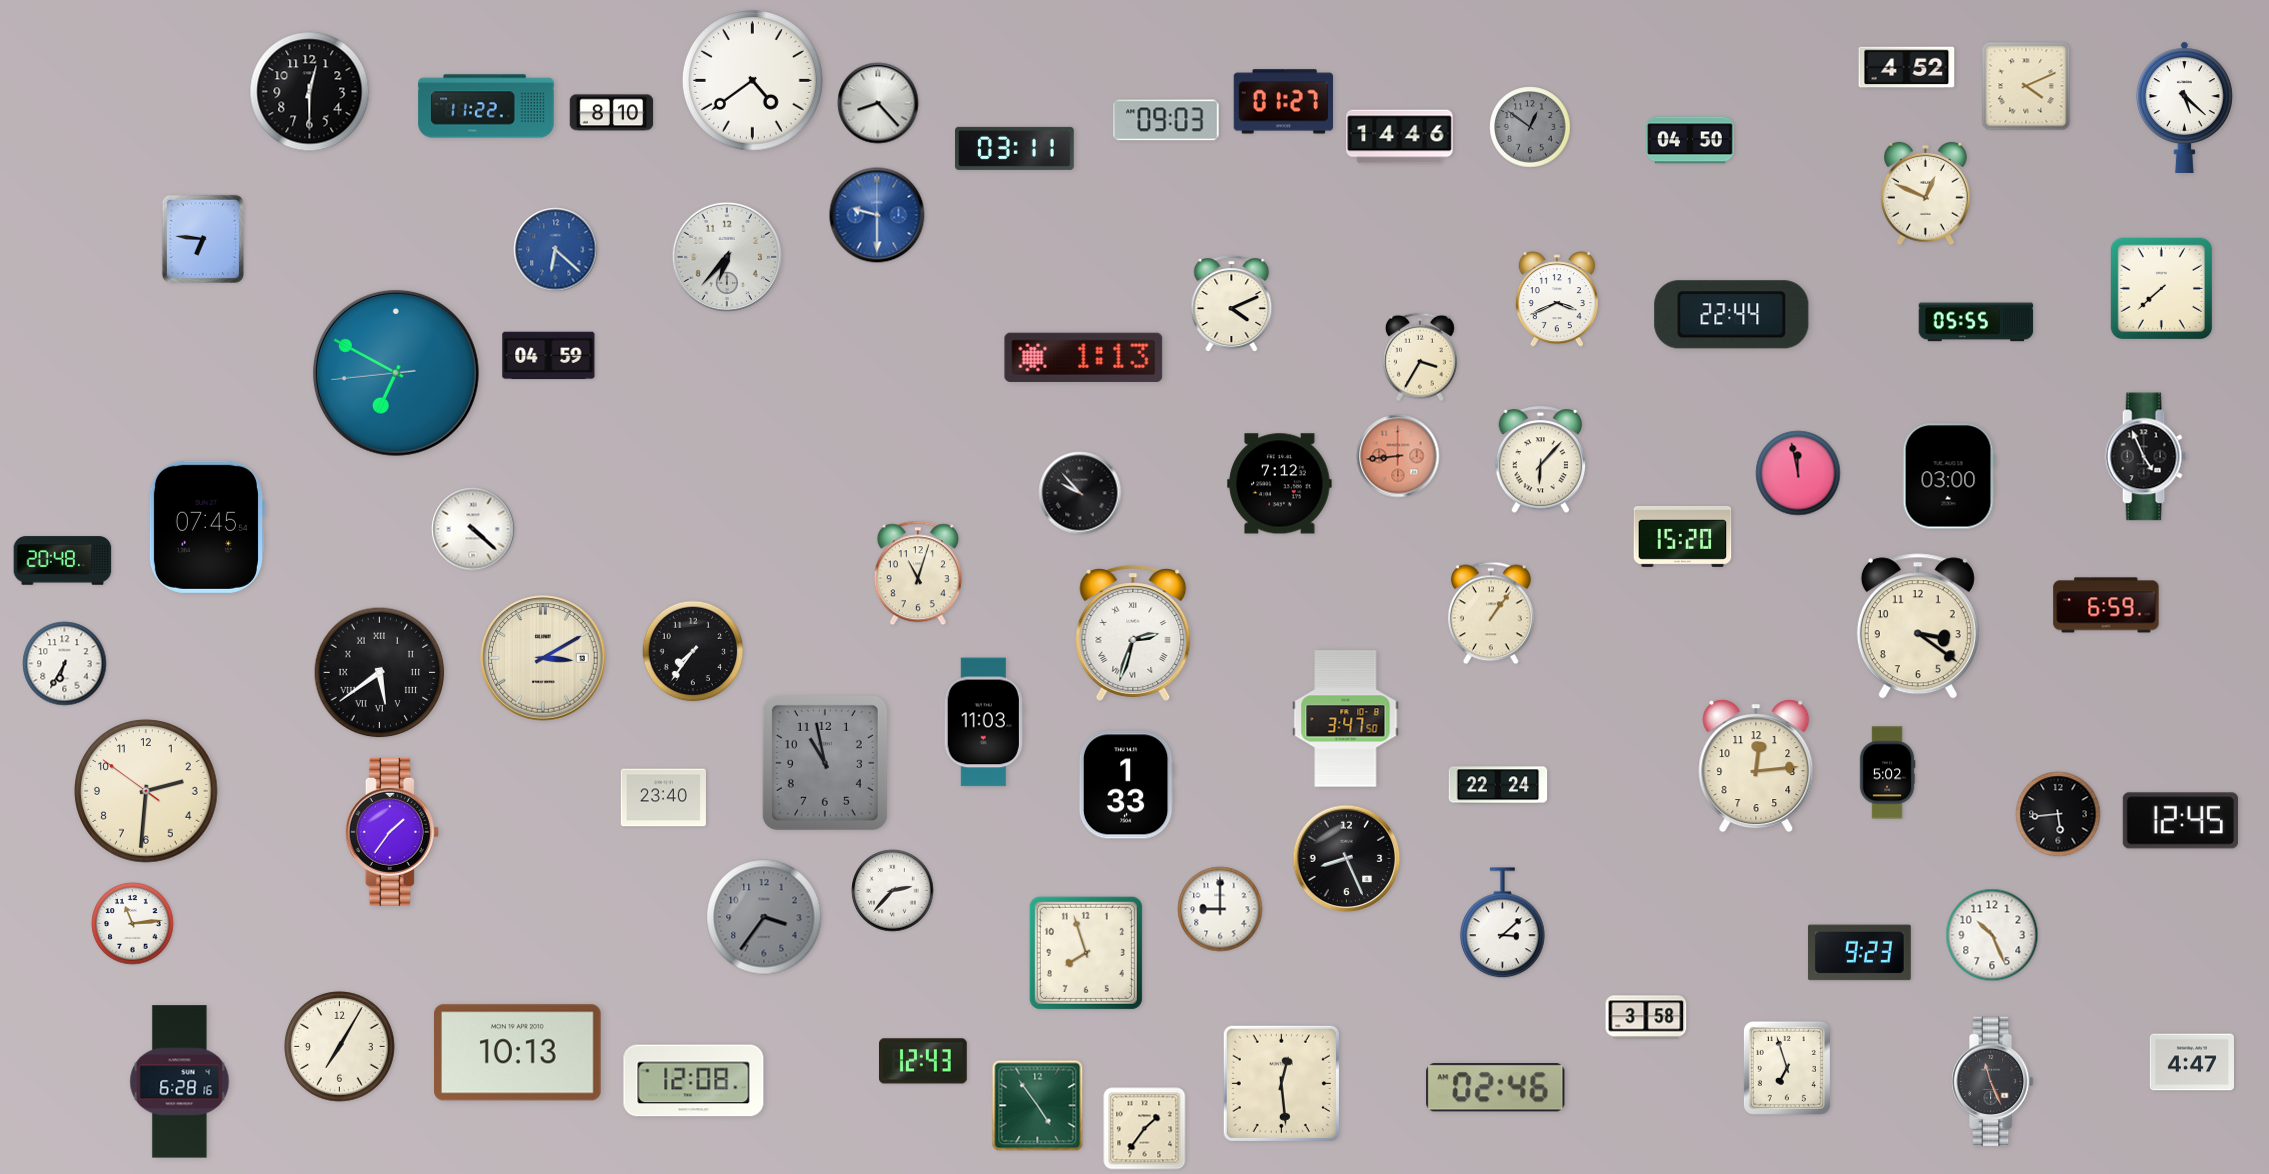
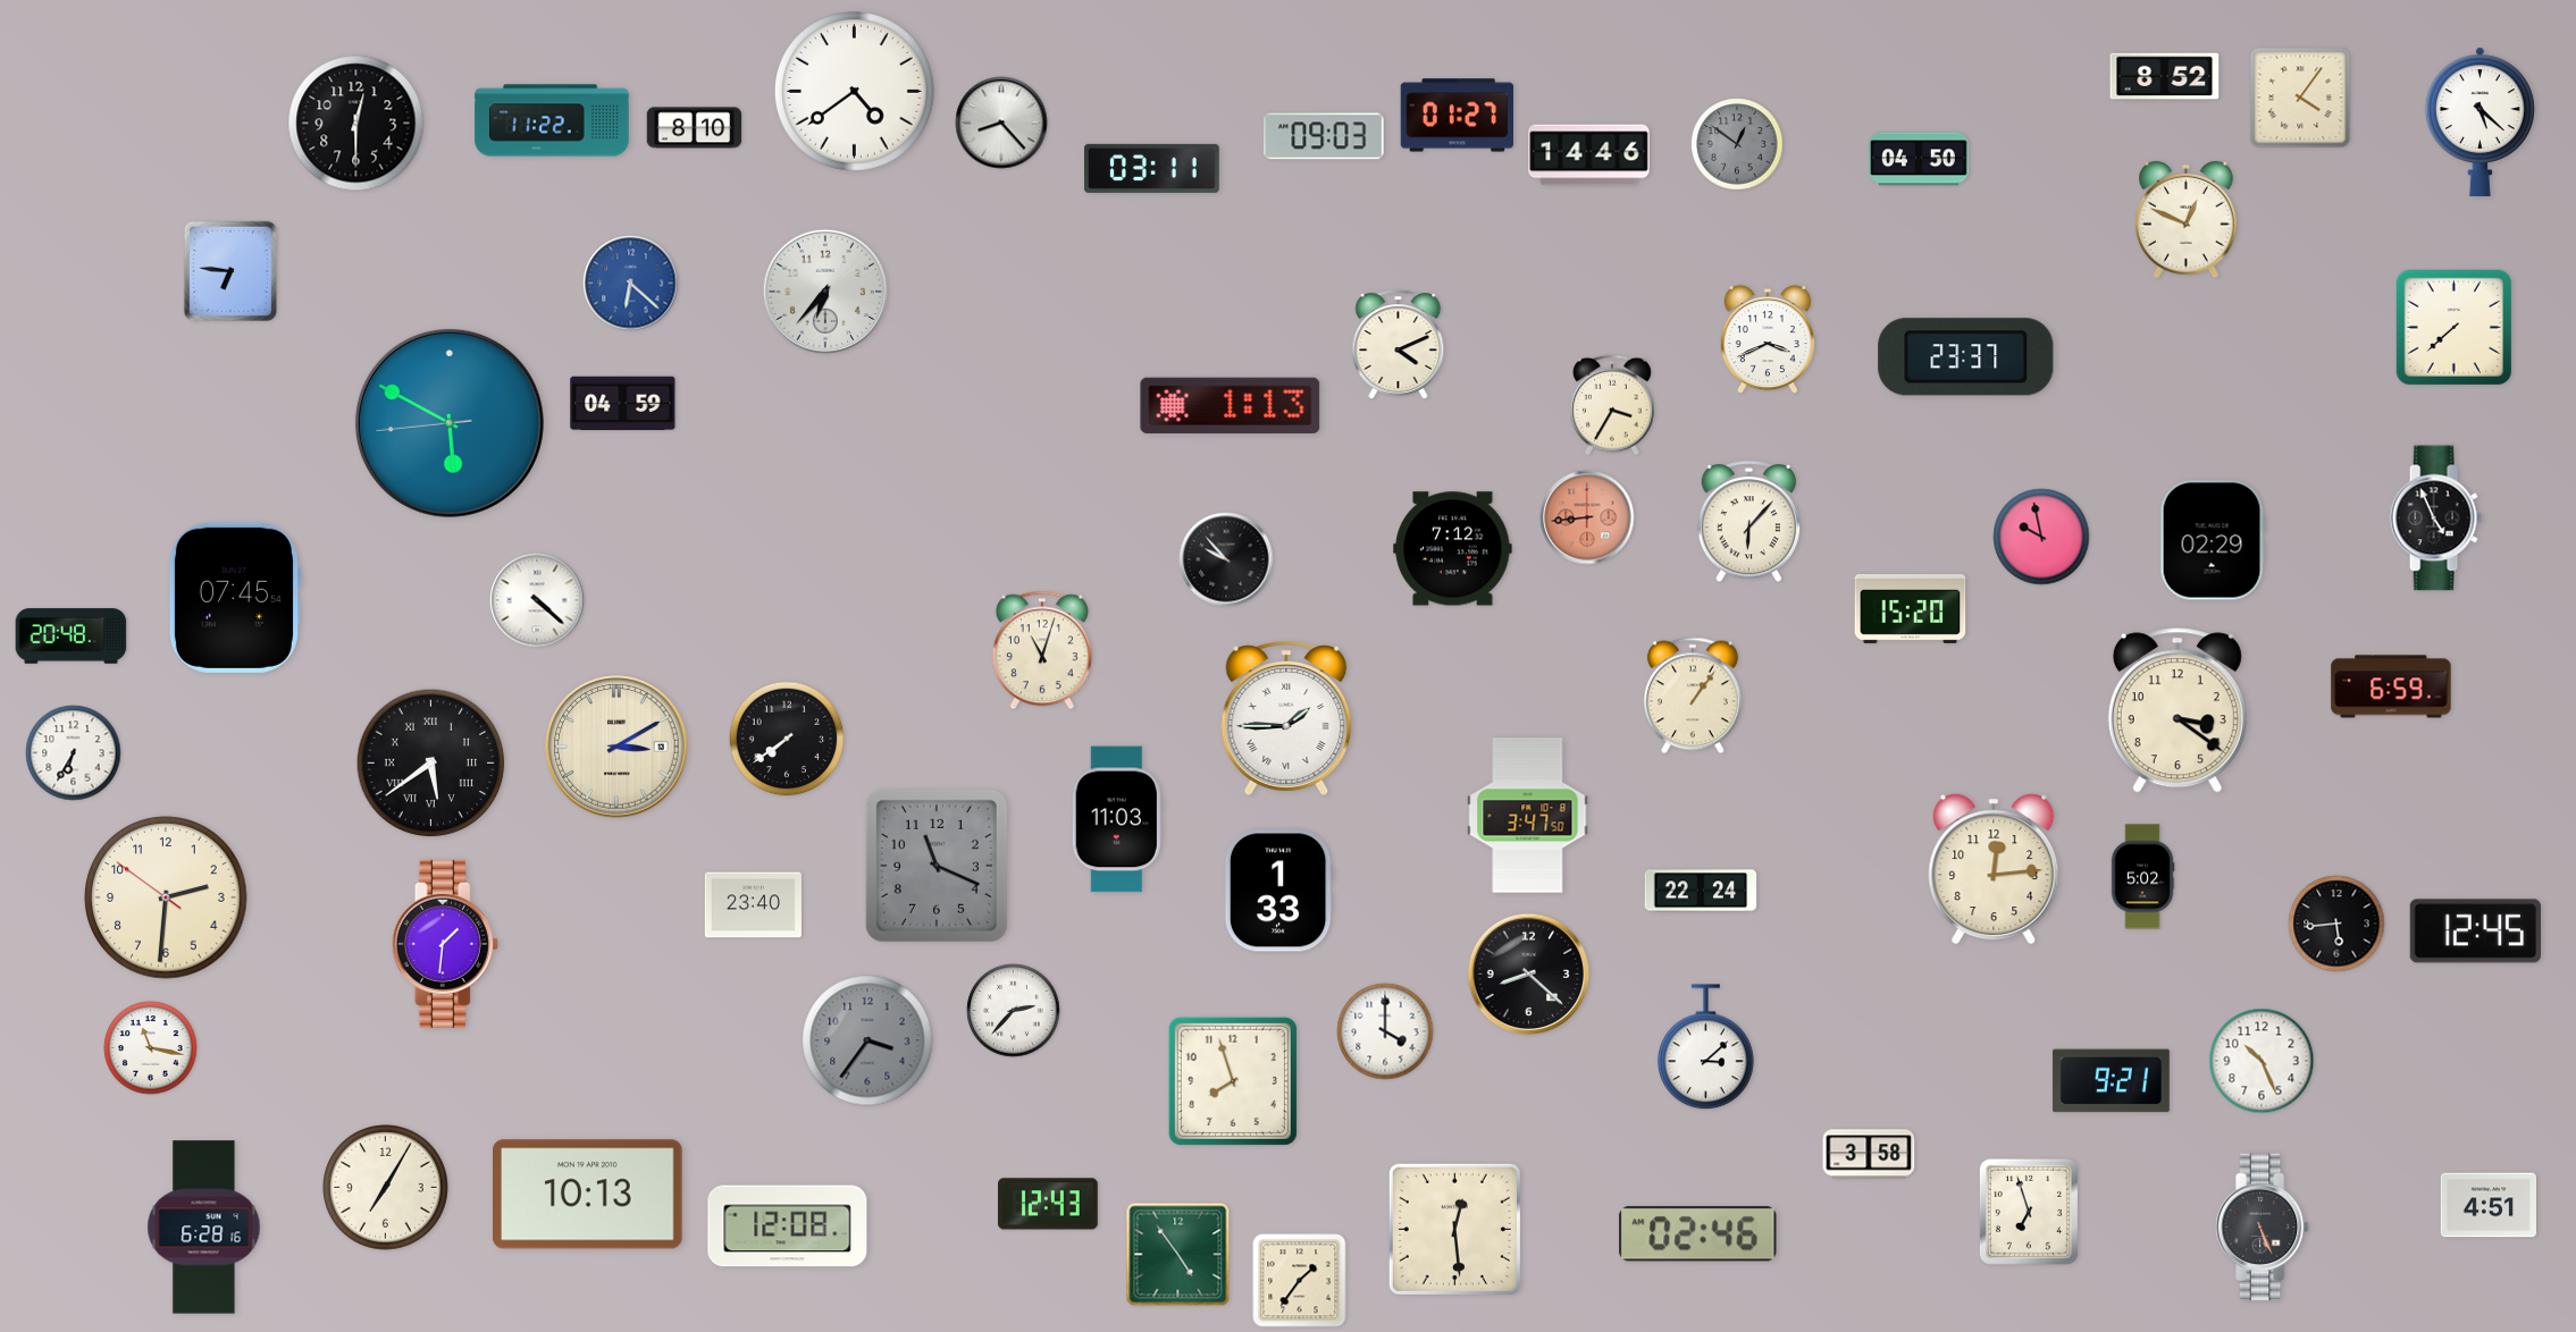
clock at (1907, 68): 4:52 -> 8:52
clock at (2026, 86): 4:11 -> 4:06
clock at (310, 92) position: (310, 92) -> (356, 124)
clock at (878, 103) position: (878, 103) -> (1001, 123)
clock at (877, 215): 9:30 -> none
clock at (1732, 315): 22:44 -> 23:37
clock at (1976, 322): 05:55 -> none
clock at (396, 373): 6:49 -> 5:49
clock at (1798, 473): 11:58 -> 9:58
clock at (1949, 476): 03:00 -> 02:29
clock at (1133, 633): 2:33 -> 1:45
clock at (693, 651): 7:36 -> 7:39
clock at (825, 763): 10:58 -> 11:19
clock at (392, 832): 1:36 -> 1:31
clock at (1347, 859): 8:26 -> 8:22
clock at (1220, 909): 9:00 -> 4:00
clock at (133, 924): 11:14 -> 11:17
clock at (1859, 953): 9:23 -> 9:21
clock at (2191, 1062): 4:47 -> 4:51
clock at (1992, 1082): 11:26 -> 5:26
